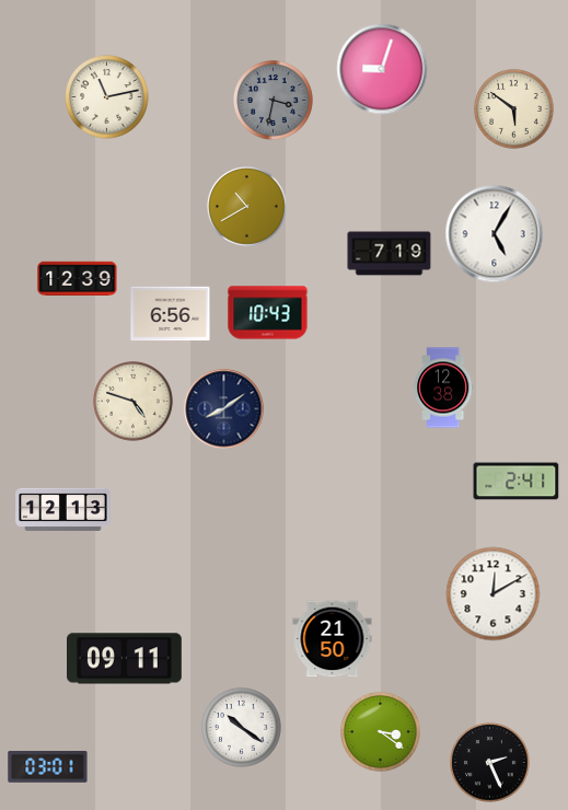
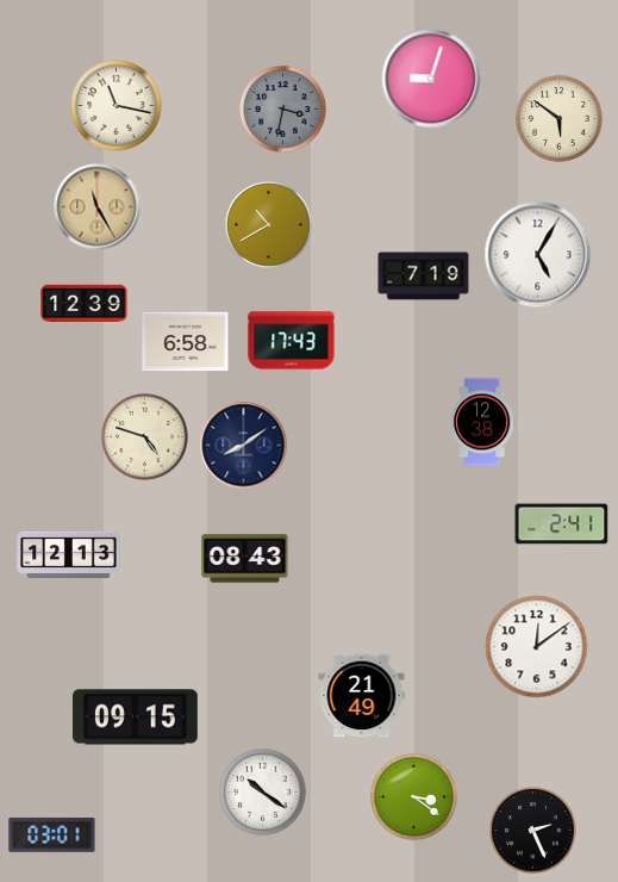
clock at (382, 69) position: (382, 69) -> (431, 79)
clock at (107, 97): 11:13 -> 11:17
clock at (274, 101) position: (274, 101) -> (283, 110)
clock at (98, 207): none -> 11:25
clock at (268, 313): 10:43 -> 17:43
clock at (171, 314): 6:56 -> 6:58
clock at (245, 559): none -> 08:43
clock at (494, 594): 12:10 -> 12:09
clock at (333, 639): 21:50 -> 21:49
clock at (125, 659): 09:11 -> 09:15
